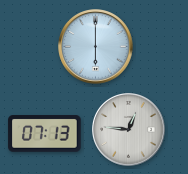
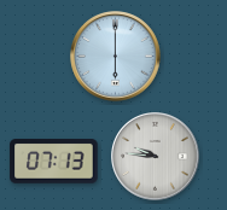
clock at (129, 130): 12:46 -> 9:46
